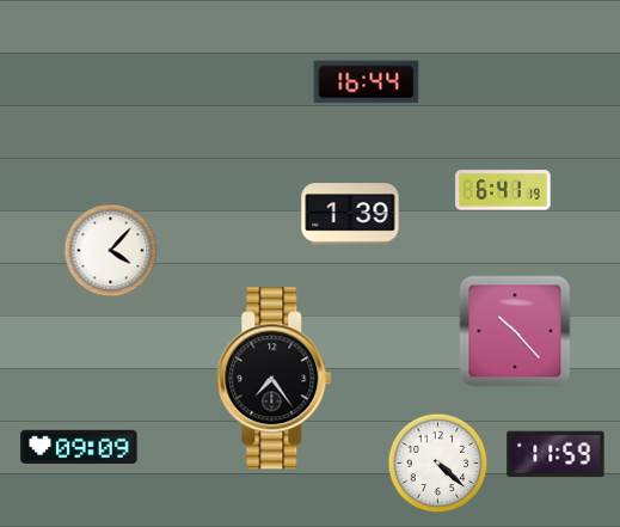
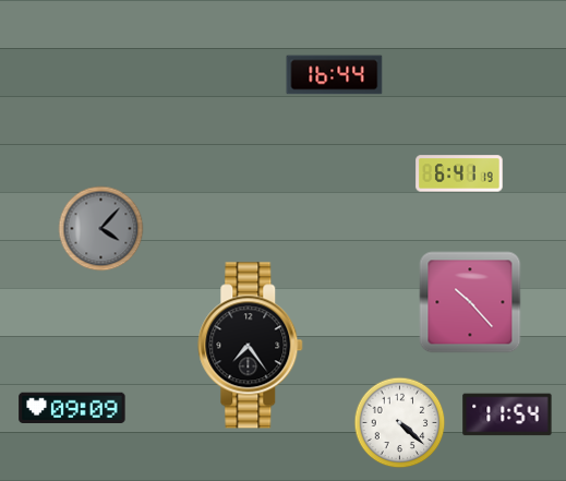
clock at (350, 214): 1:39 -> none
clock at (111, 251) dial: white -> grey
clock at (555, 454): 11:59 -> 11:54
